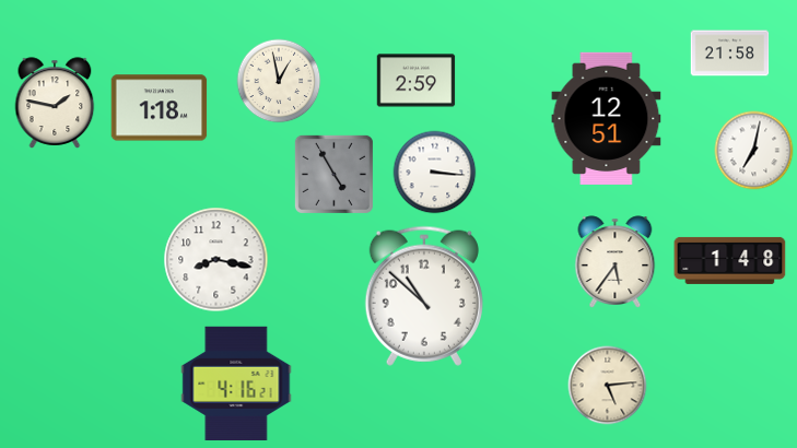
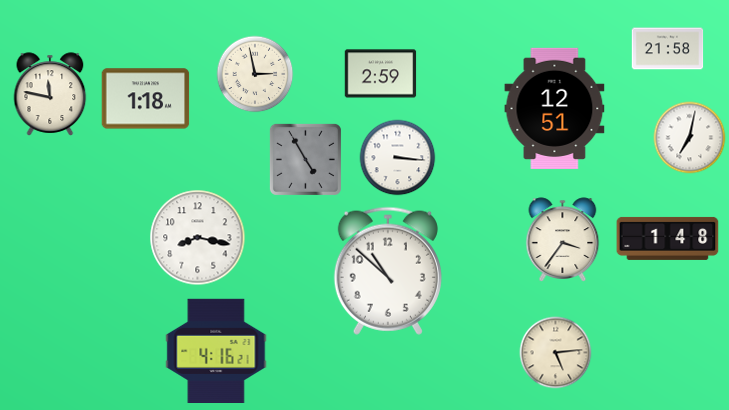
clock at (279, 81): 12:58 -> 2:58
clock at (55, 103): 1:47 -> 11:47
clock at (616, 262): 5:36 -> 3:36
